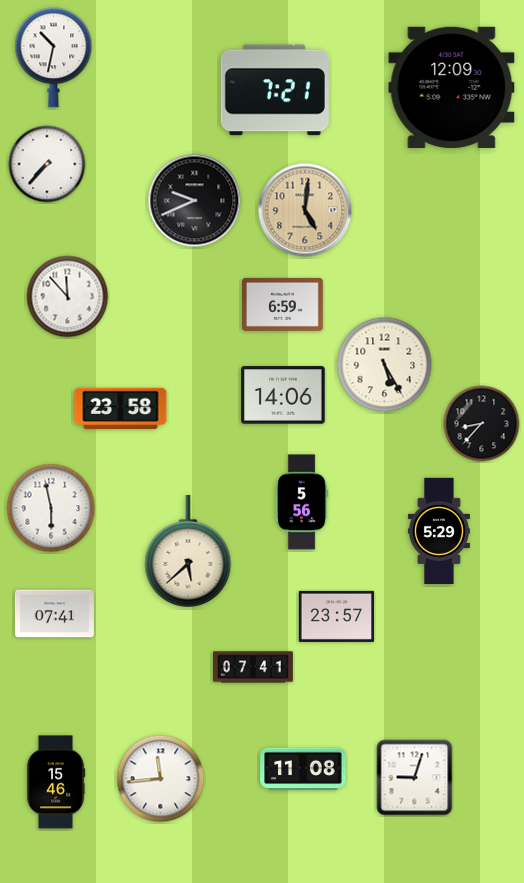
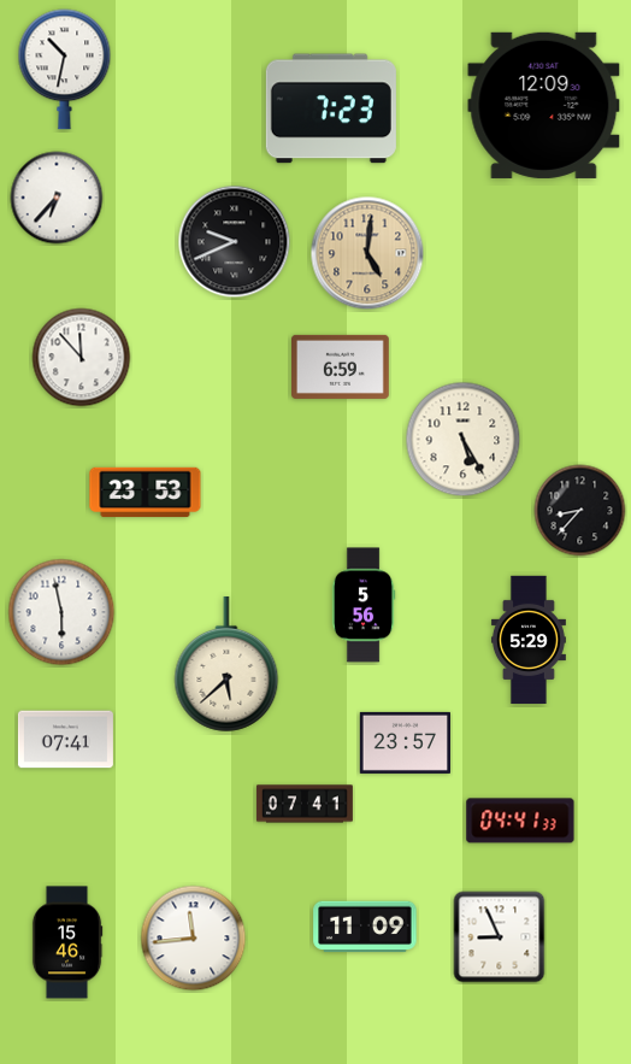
clock at (275, 90): 7:21 -> 7:23
clock at (47, 164): 7:37 -> 6:37
clock at (283, 395): 14:06 -> none
clock at (121, 409): 23:58 -> 23:53
clock at (520, 821): none -> 04:41
clock at (303, 769): 11:08 -> 11:09
clock at (415, 778): 9:03 -> 8:56
